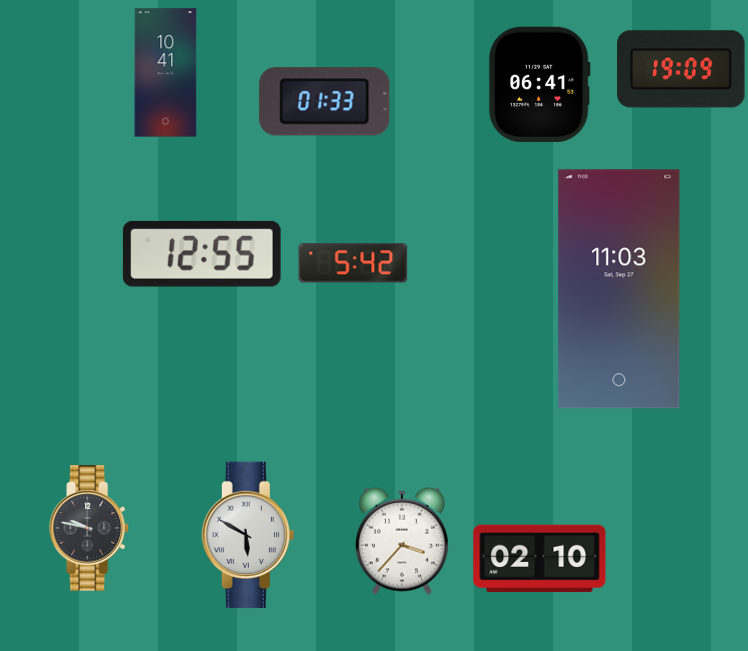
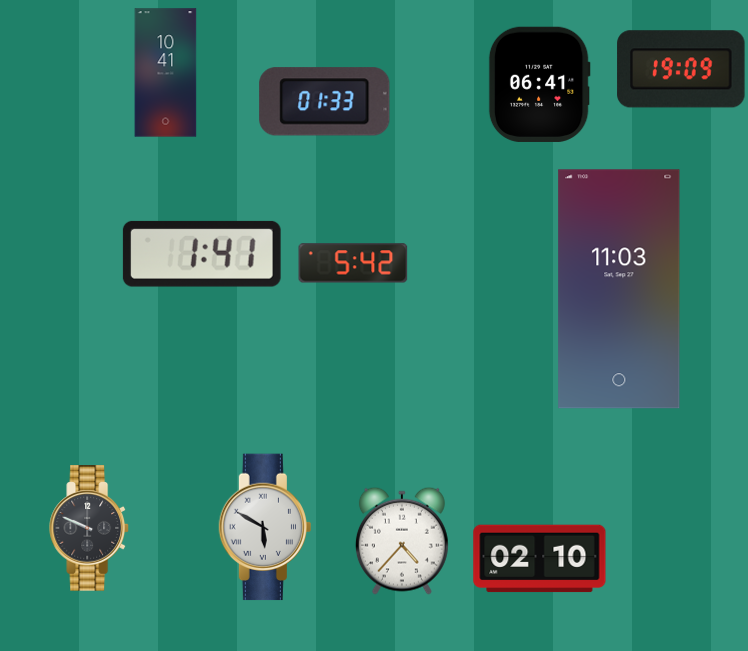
clock at (202, 254): 12:55 -> 1:41
clock at (90, 528): 9:47 -> 9:49
clock at (247, 535) position: (247, 535) -> (264, 527)
clock at (402, 541): 3:37 -> 4:37
